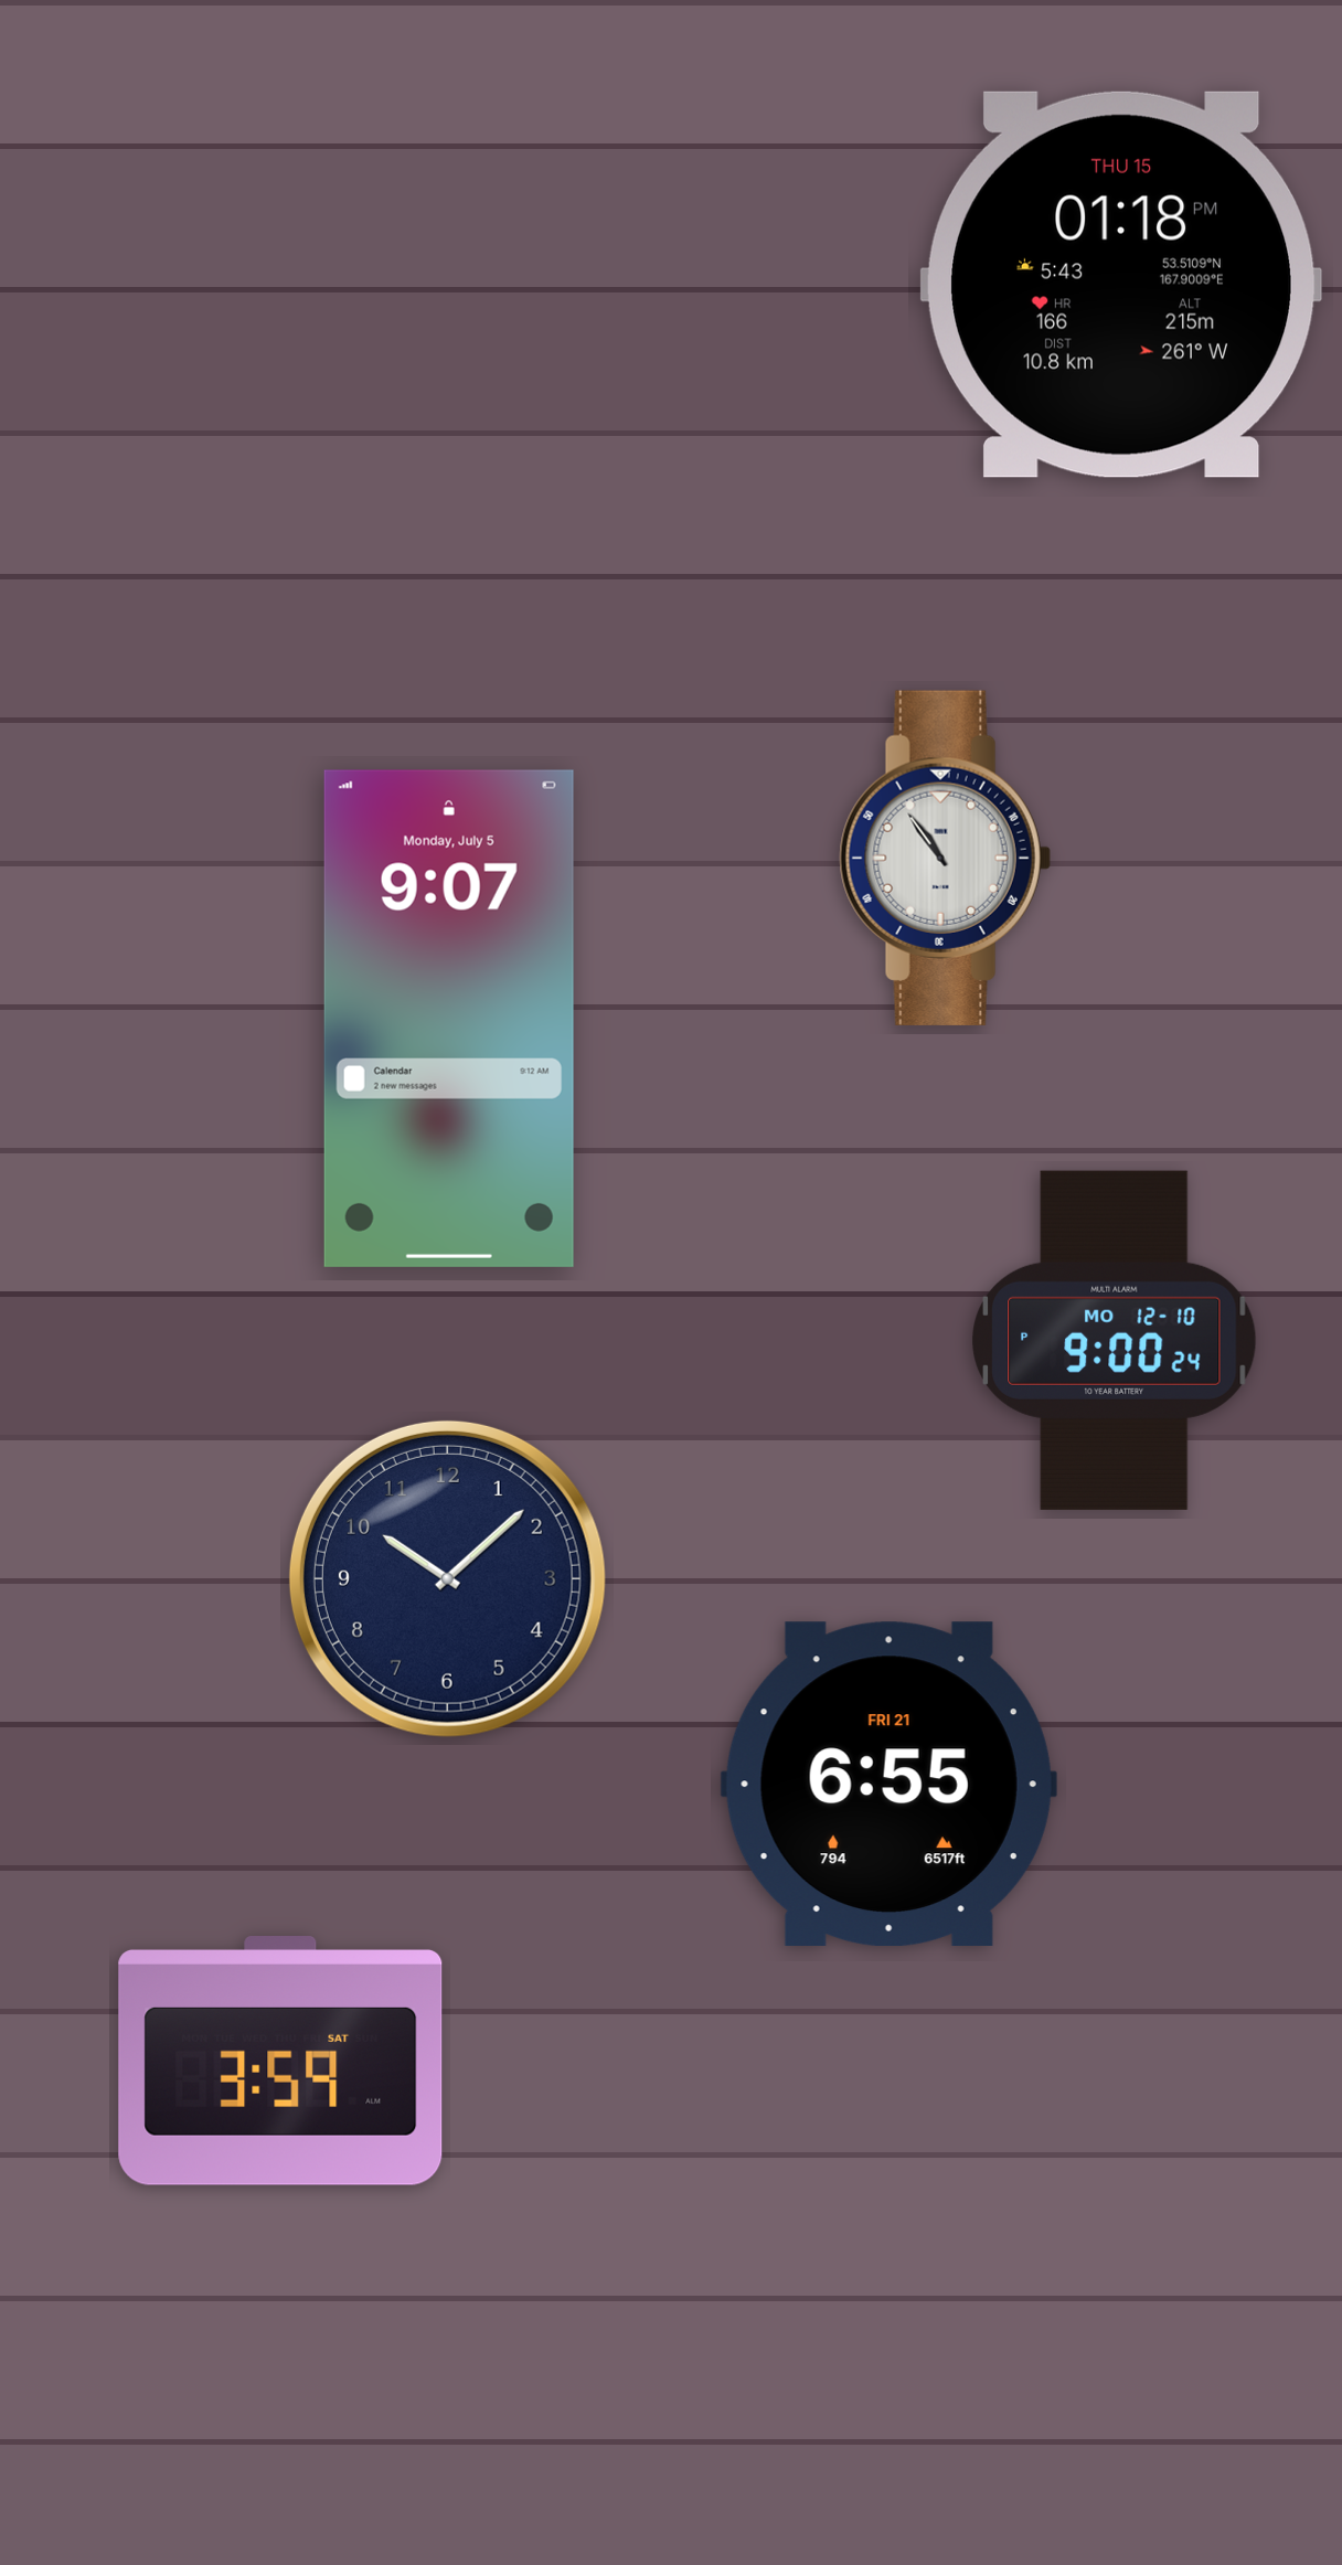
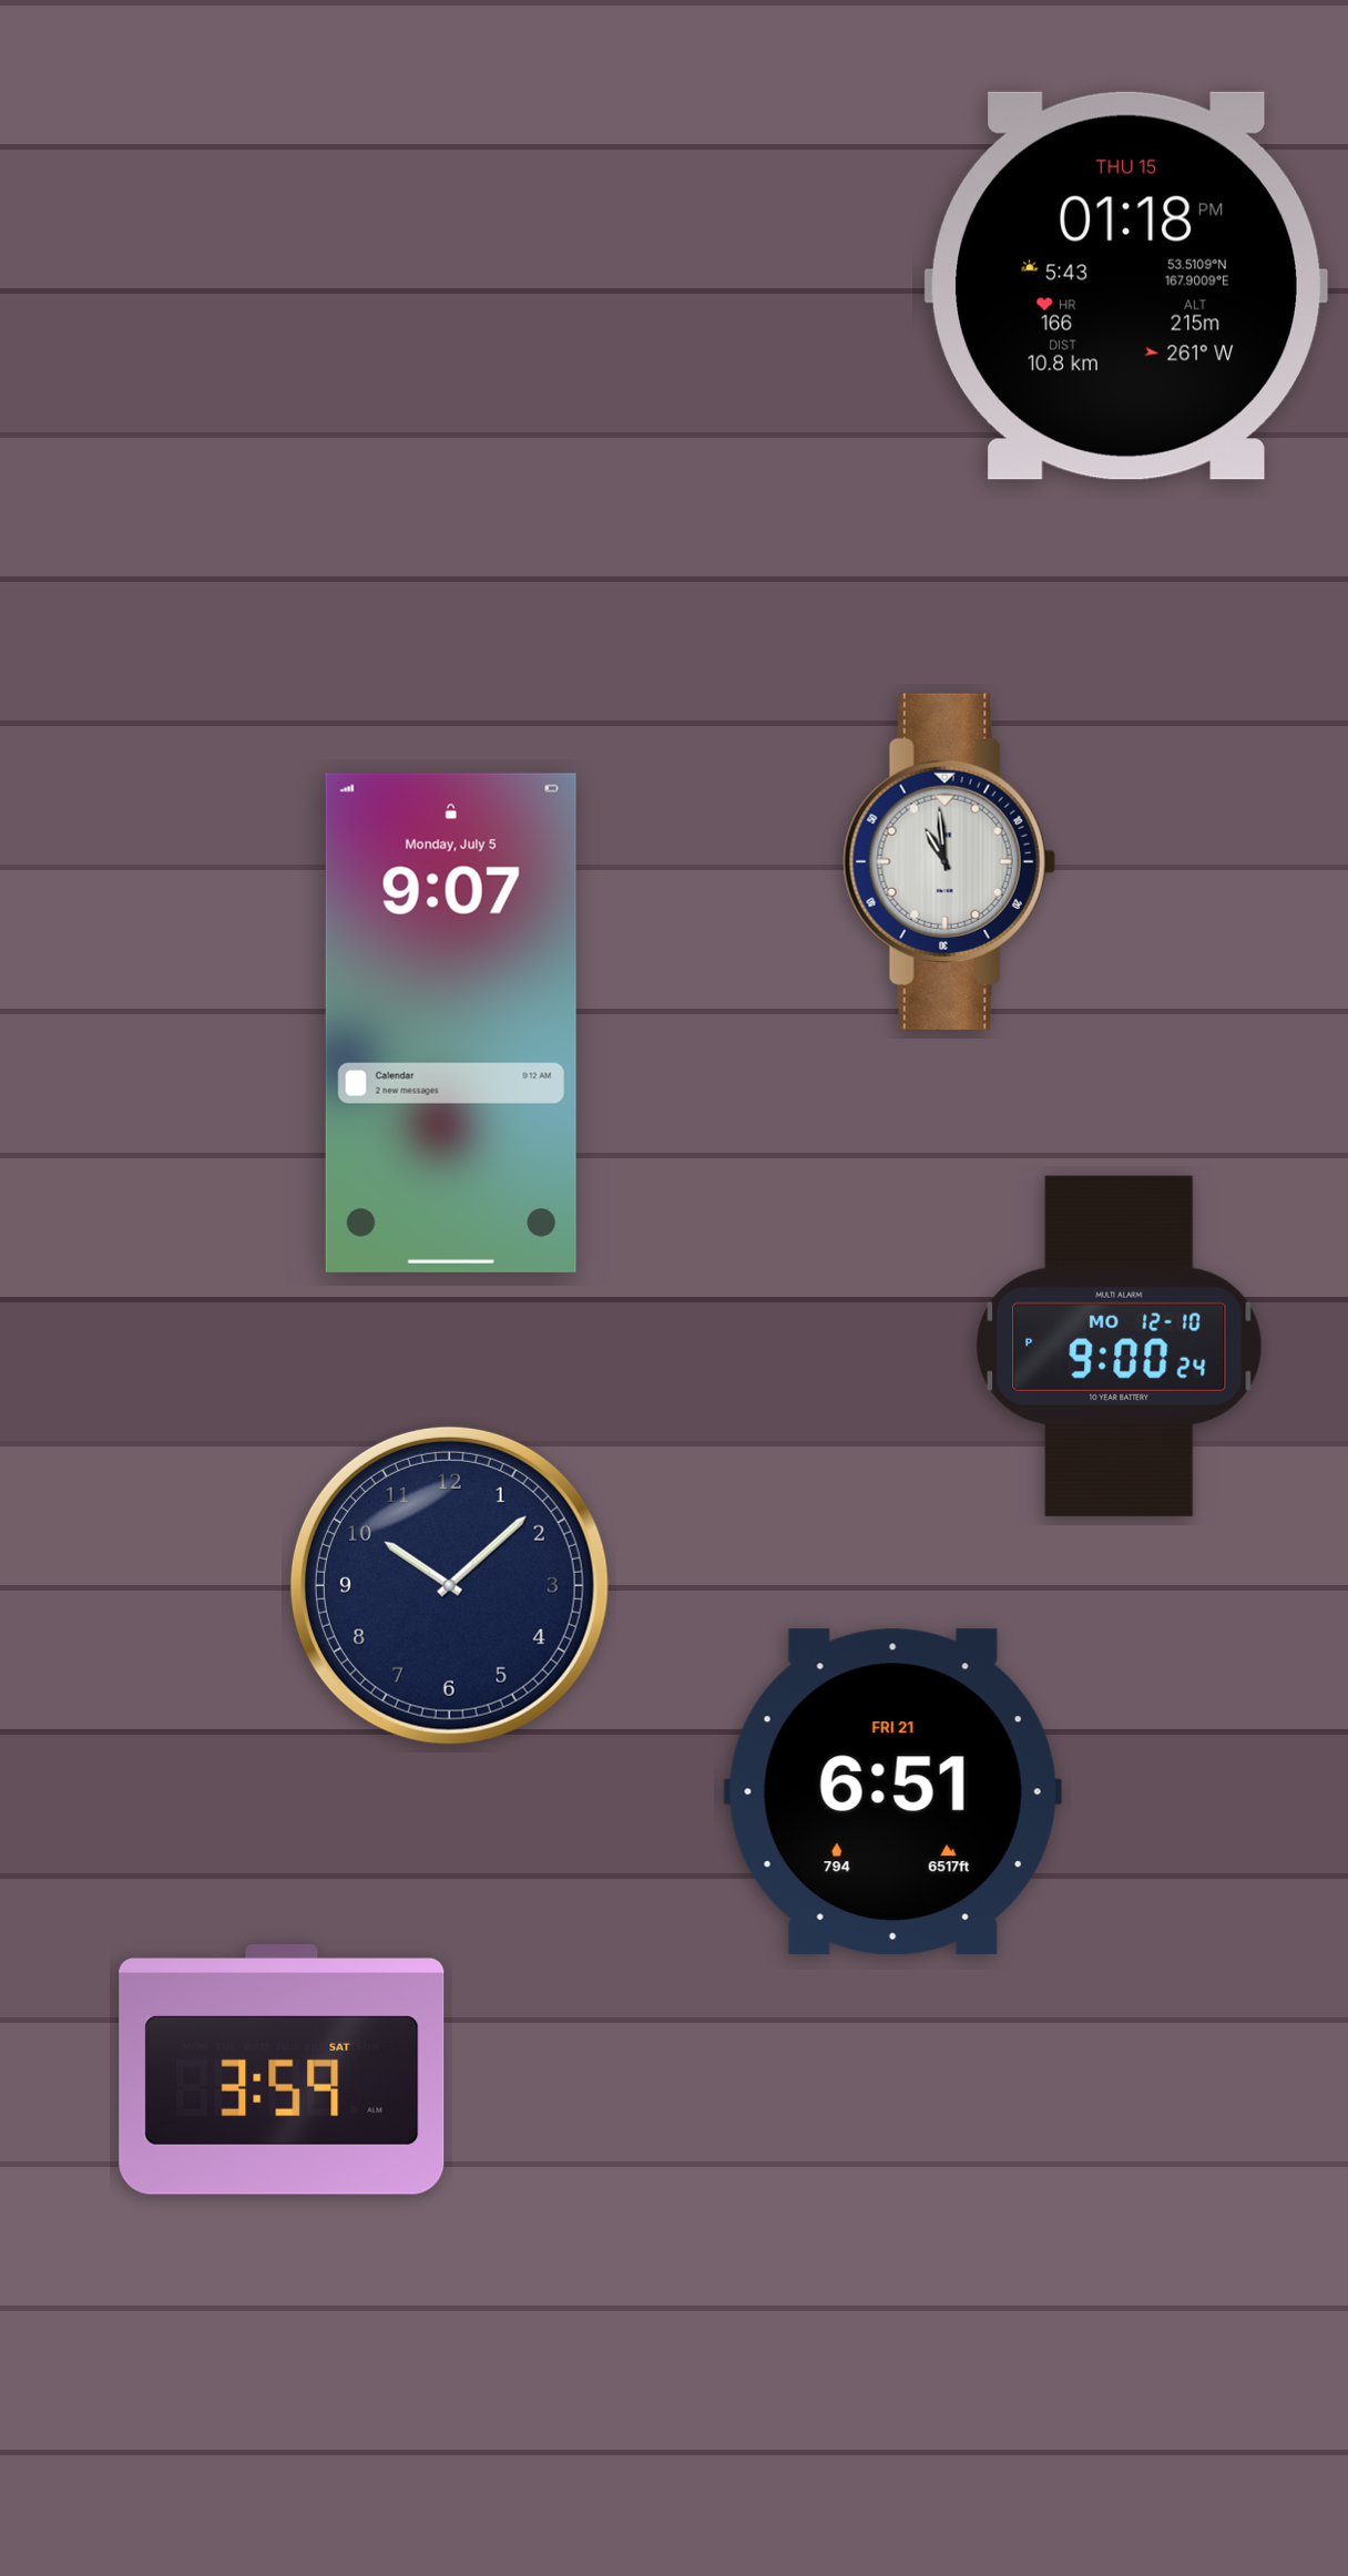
clock at (945, 858): 10:54 -> 10:59
clock at (888, 1784): 6:55 -> 6:51
